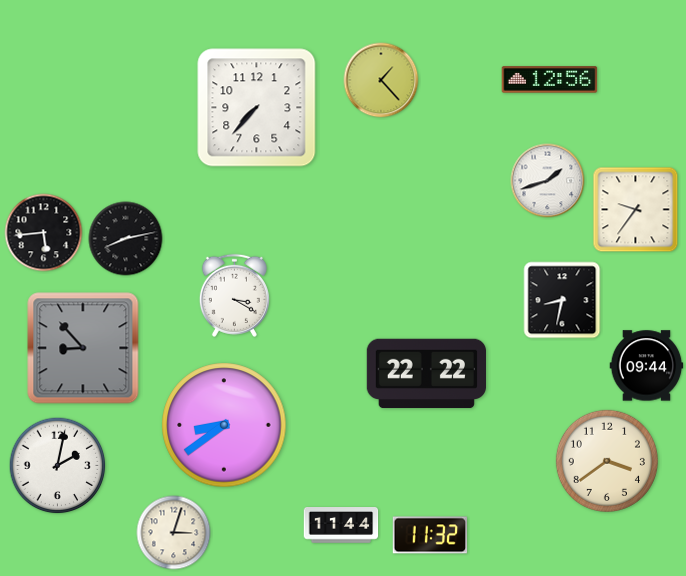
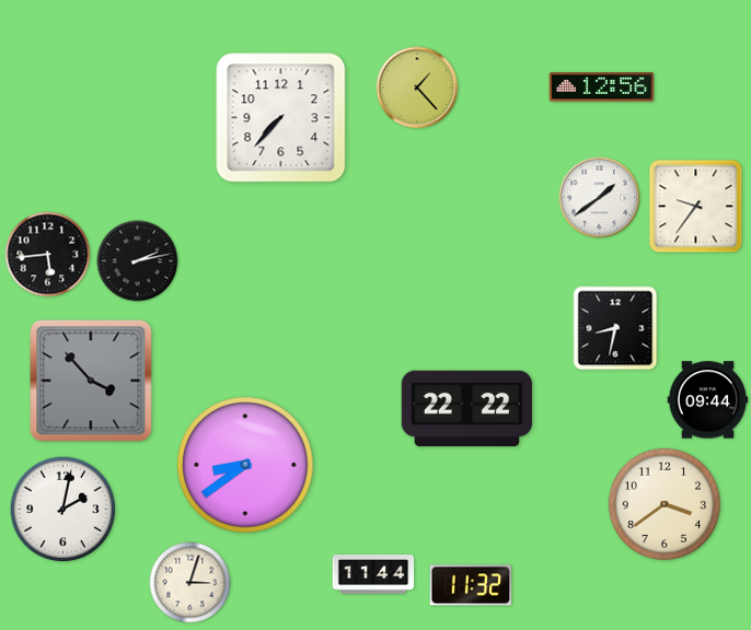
clock at (548, 181): 1:42 -> 1:39
clock at (636, 210) position: (636, 210) -> (696, 207)
clock at (126, 239): 8:13 -> 2:13
clock at (234, 295): 3:20 -> none
clock at (83, 348): 8:53 -> 3:53
